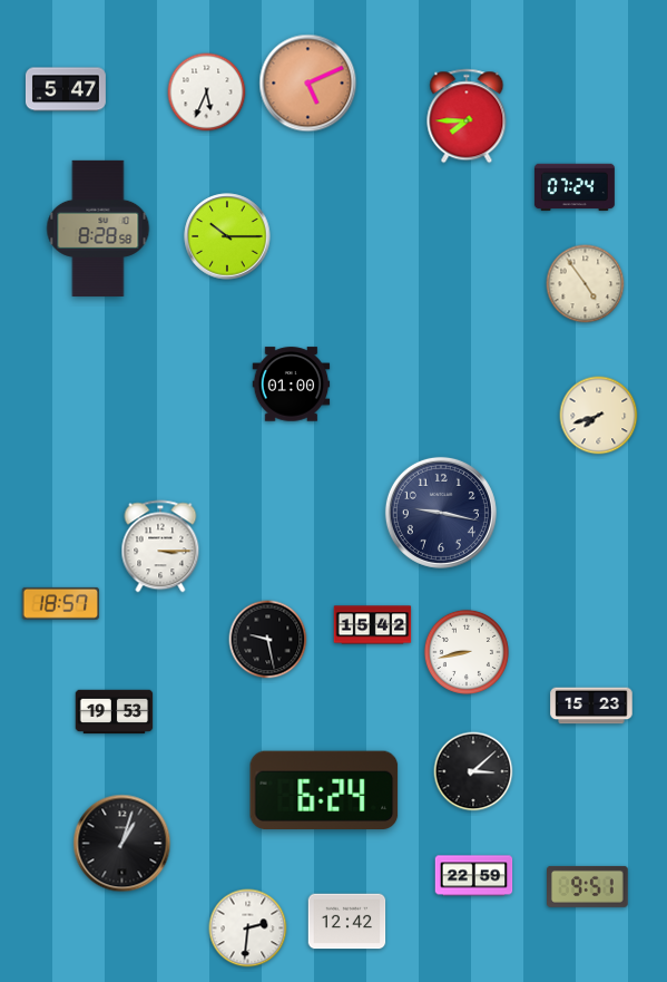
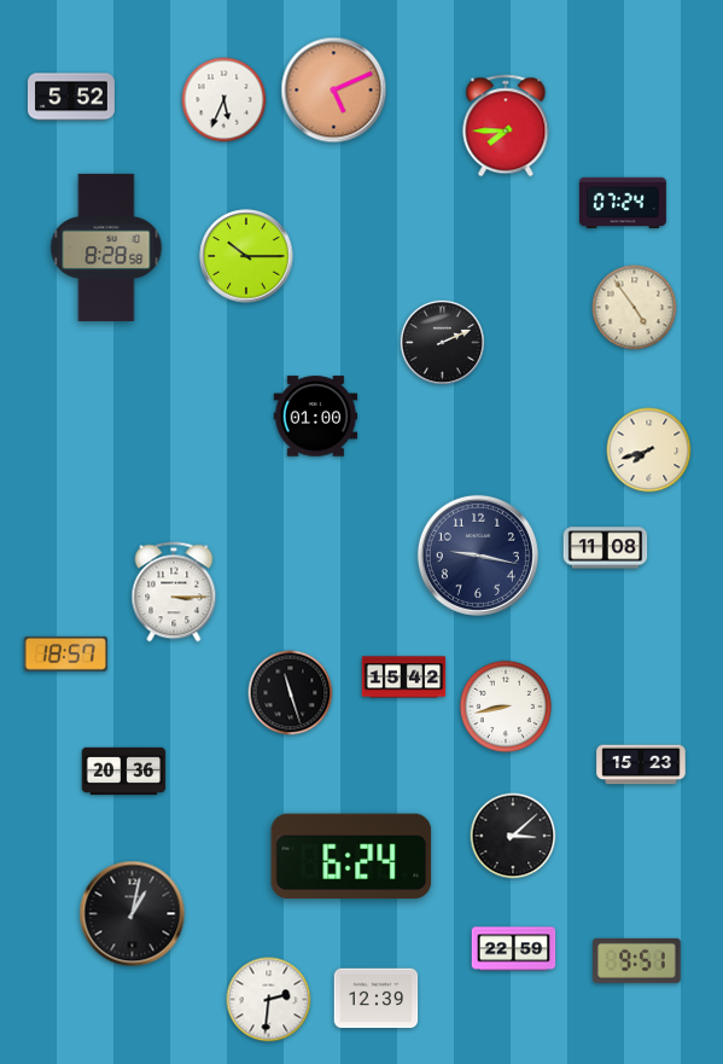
clock at (66, 89): 5:47 -> 5:52
clock at (442, 342): none -> 2:11
clock at (606, 548): none -> 11:08
clock at (268, 640): 9:28 -> 11:27
clock at (115, 712): 19:53 -> 20:36
clock at (122, 844): 1:03 -> 1:02
clock at (347, 922): 12:42 -> 12:39
clock at (248, 928) position: (248, 928) -> (269, 1000)
